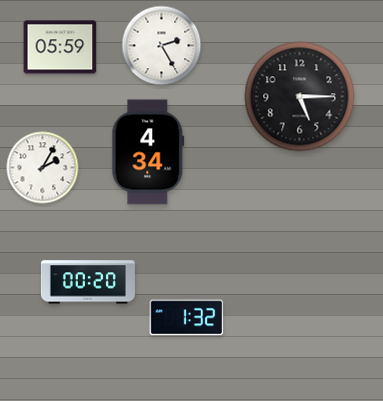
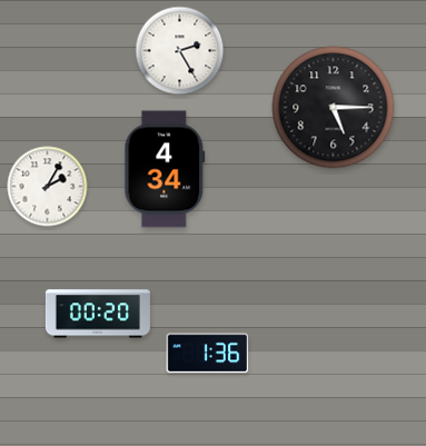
clock at (60, 47): 05:59 -> none
clock at (187, 318): 1:32 -> 1:36
